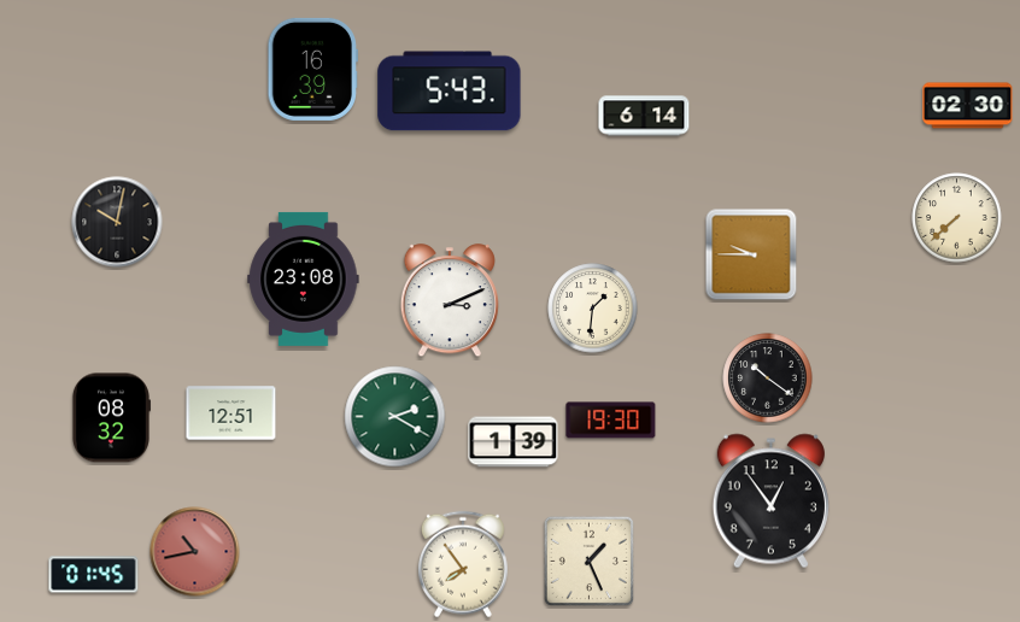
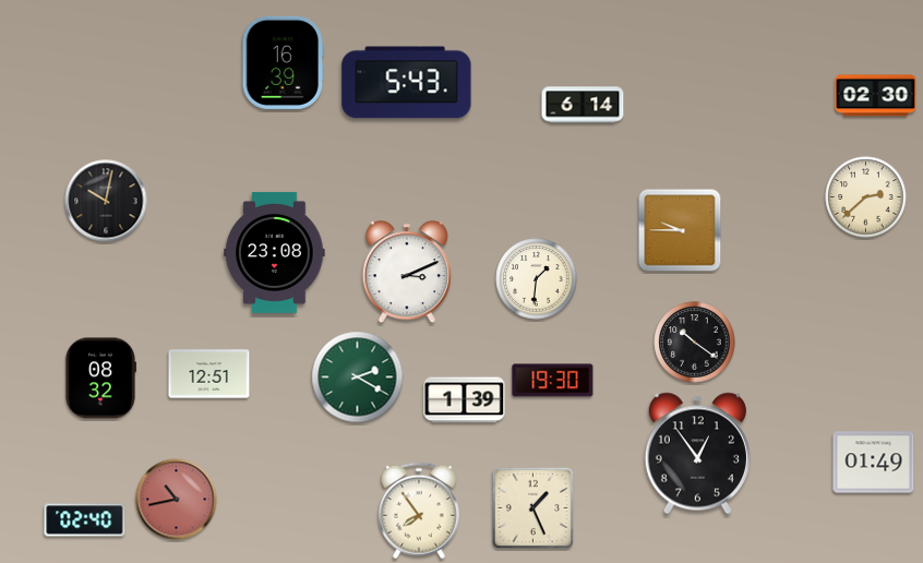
clock at (957, 218): 7:38 -> 2:38
clock at (874, 463): none -> 01:49
clock at (94, 575): 01:45 -> 02:40
